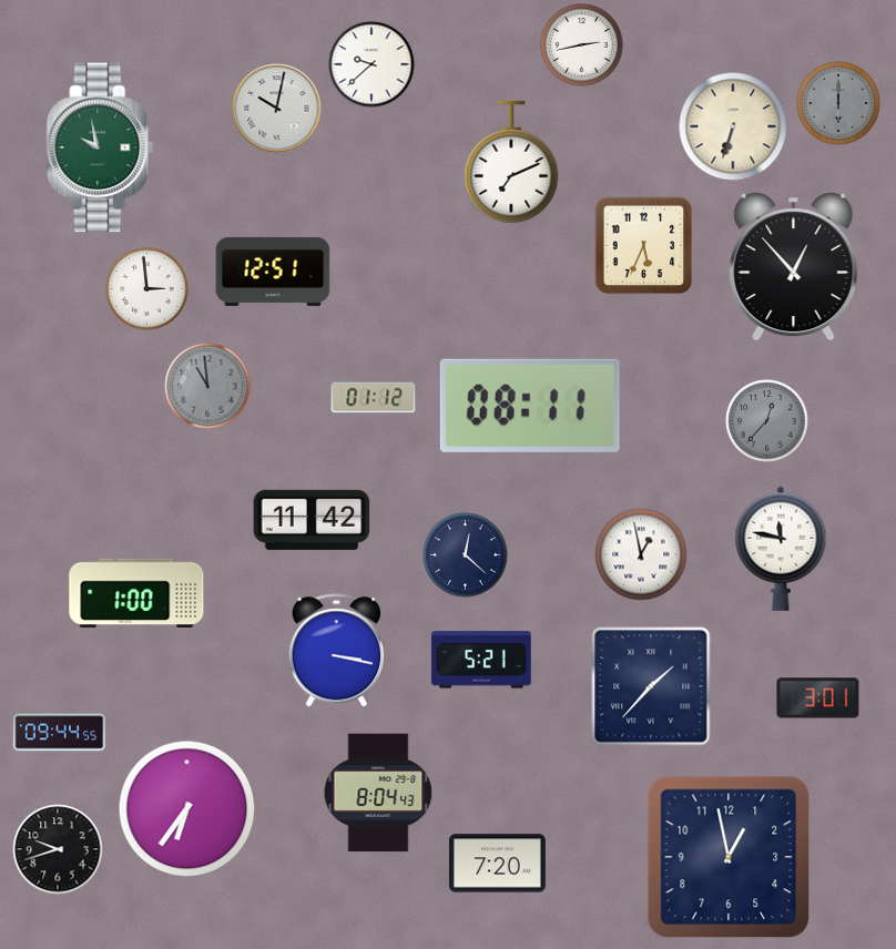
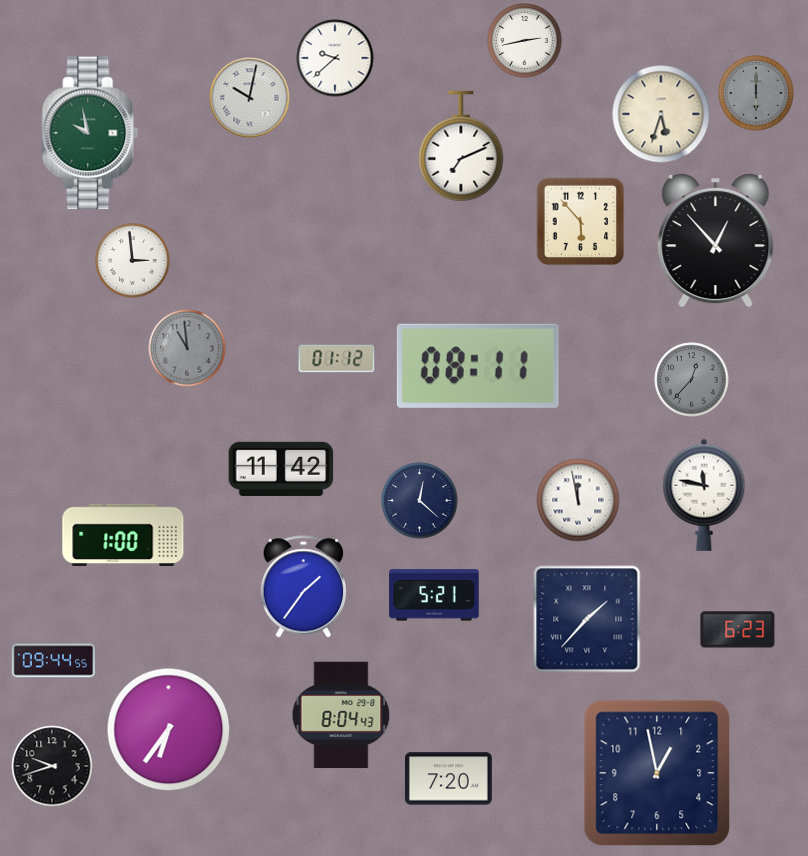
clock at (733, 126): 6:33 -> 5:33
clock at (644, 246): 5:34 -> 5:53
clock at (273, 272): 12:51 -> none
clock at (641, 554): 12:58 -> 11:58
clock at (337, 651): 3:17 -> 1:36
clock at (818, 698): 3:01 -> 6:23
